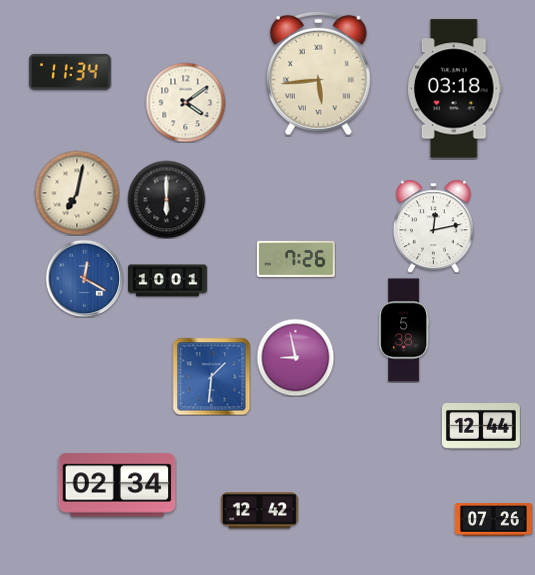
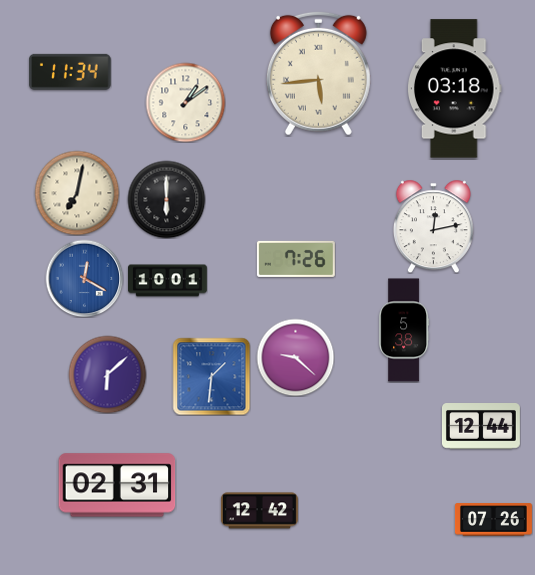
clock at (185, 102): 4:09 -> 1:09
clock at (295, 357): 8:58 -> 9:22
clock at (107, 374): none -> 6:08
clock at (117, 485): 02:34 -> 02:31
